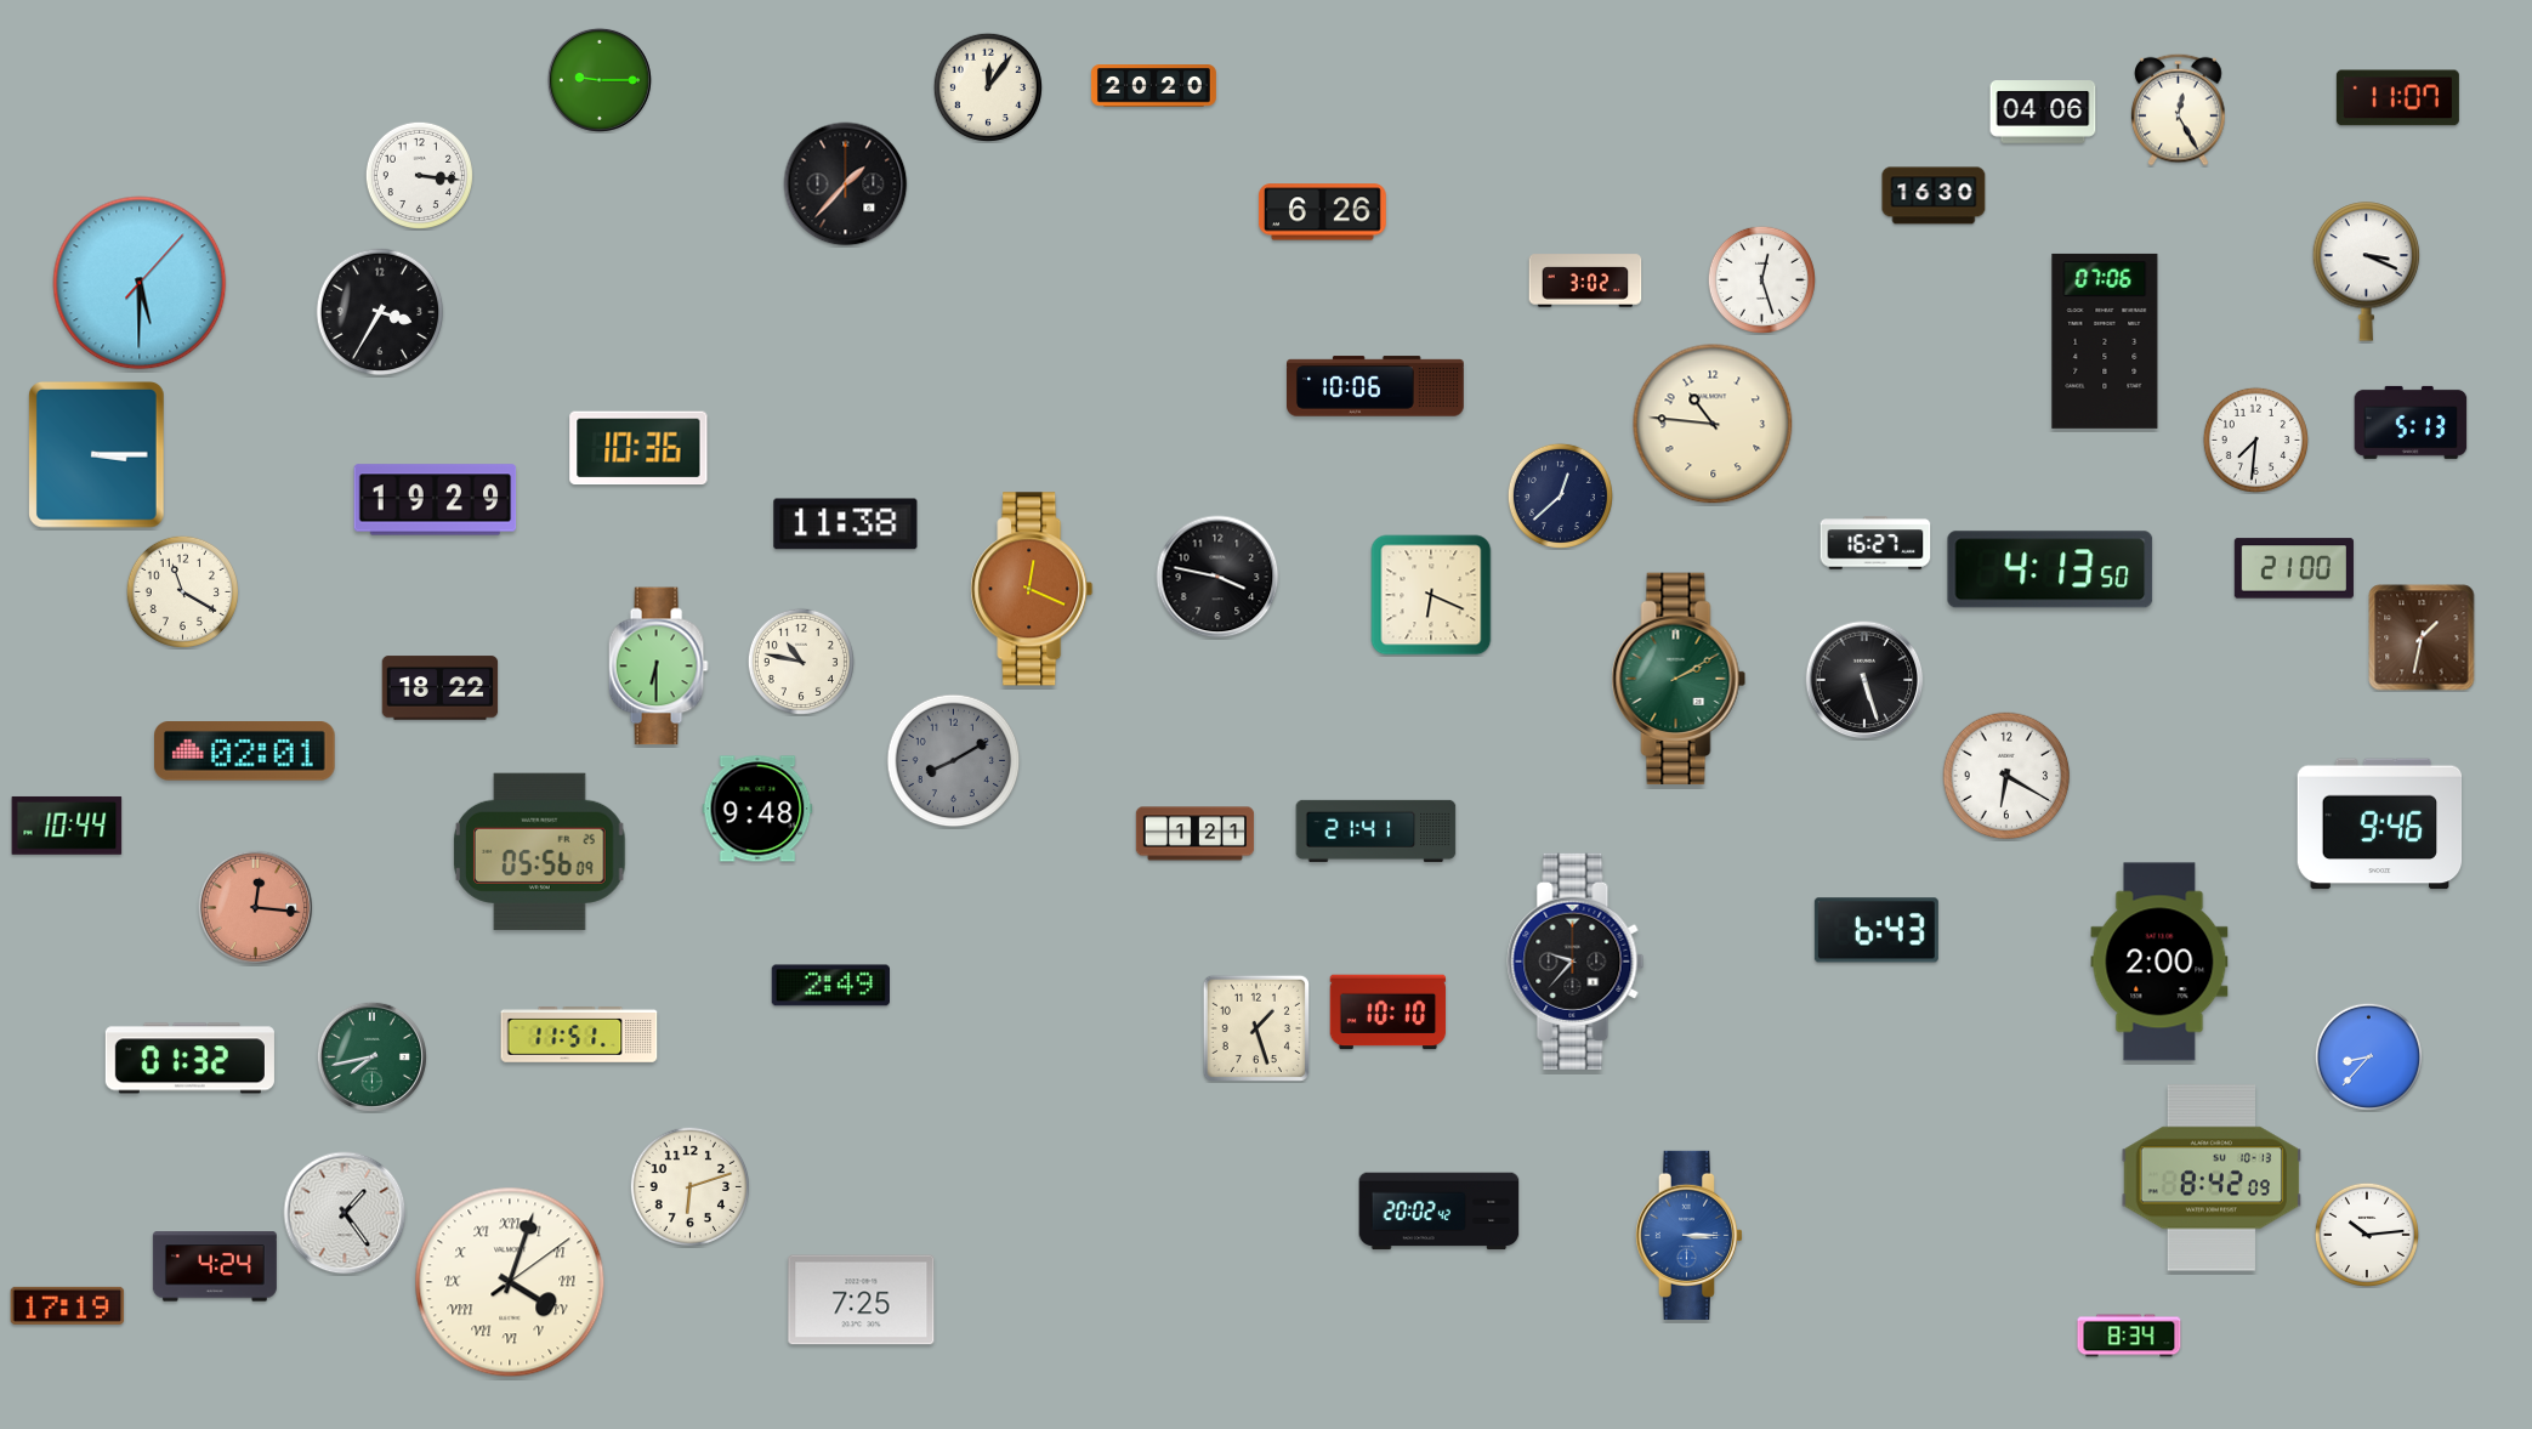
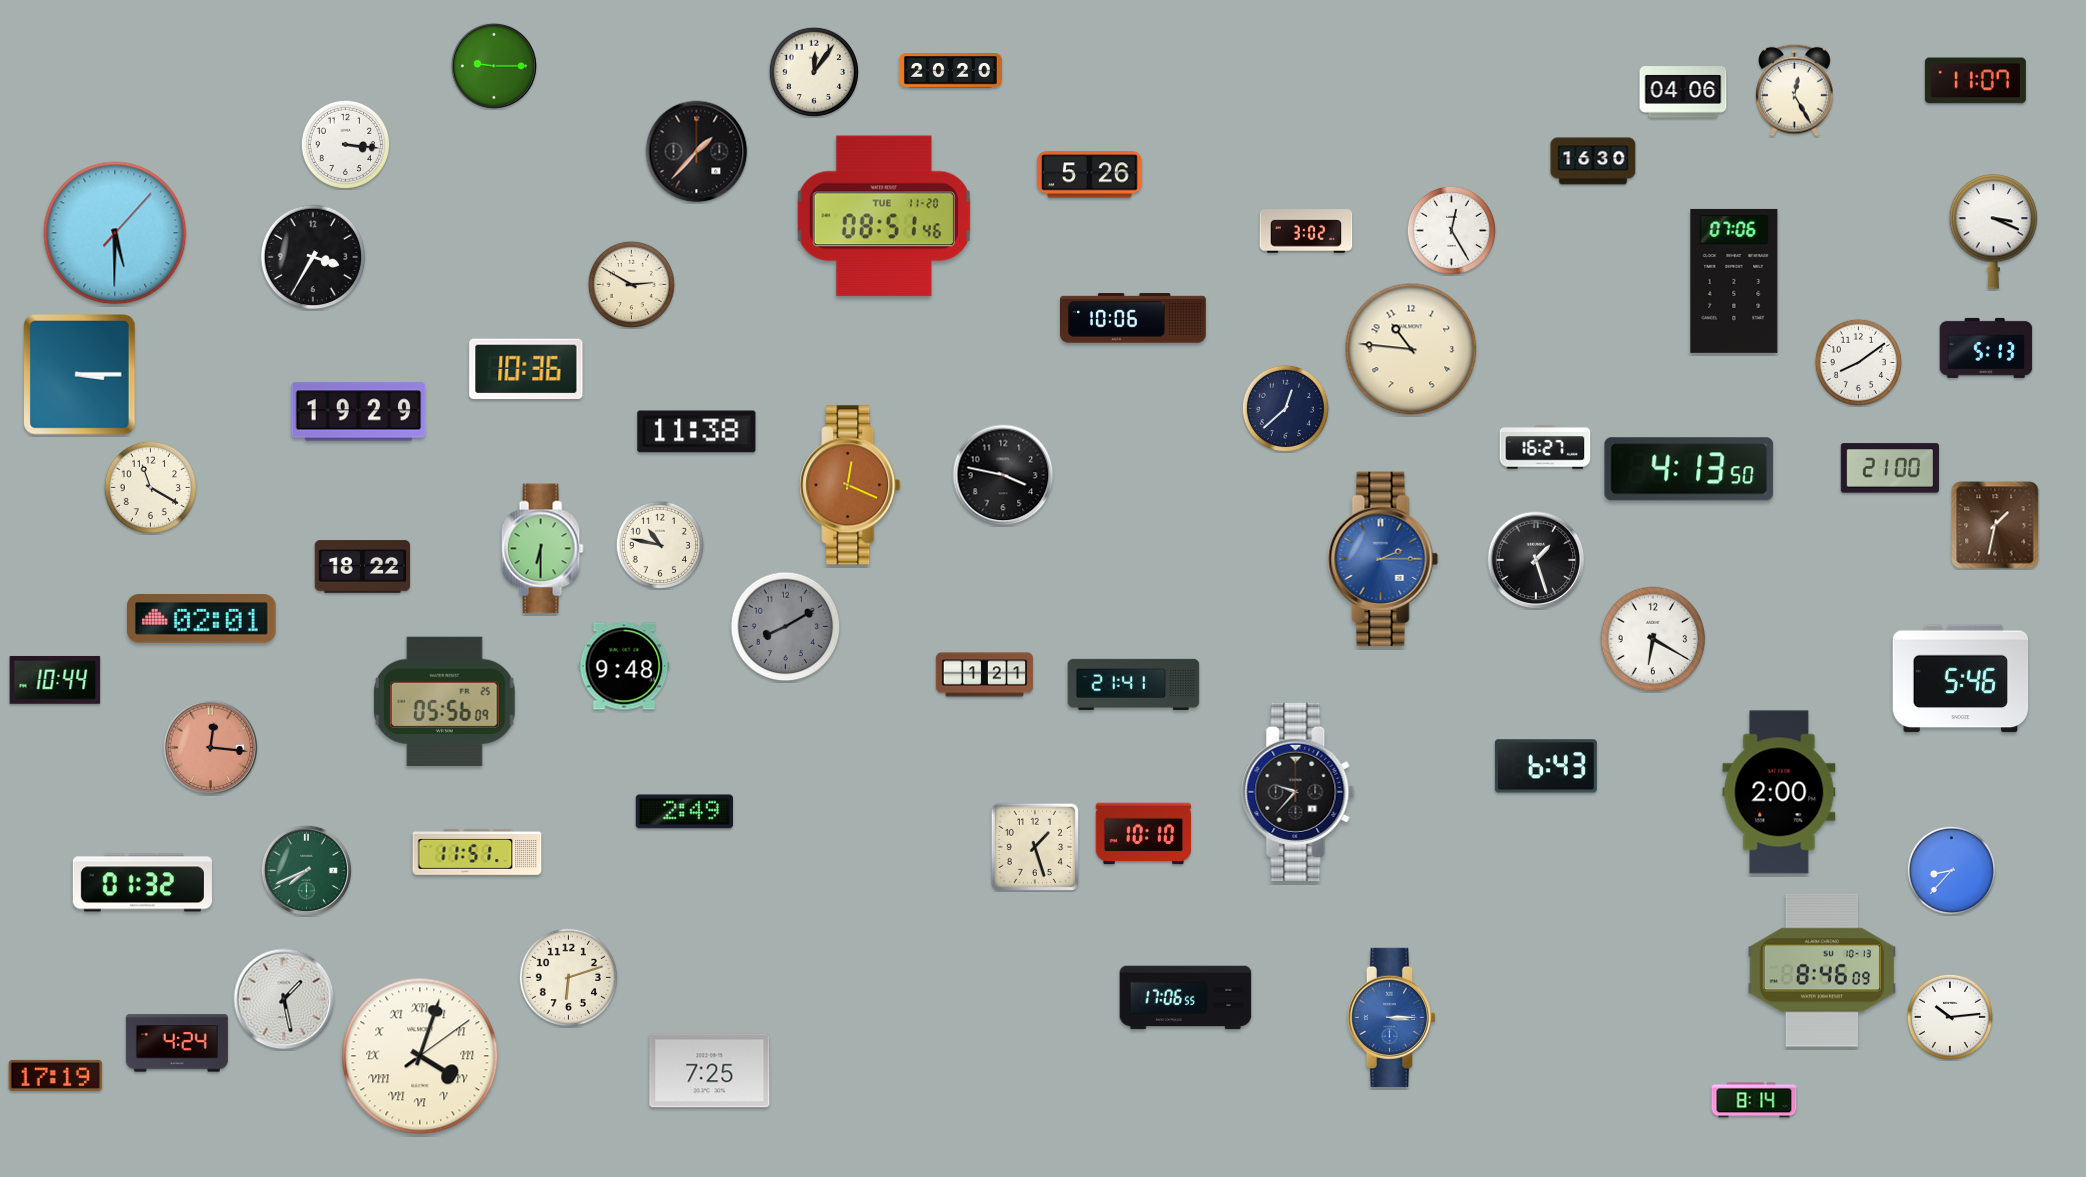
clock at (1322, 212): 6:26 -> 5:26
clock at (884, 216): none -> 08:51
clock at (2367, 272) position: (2367, 272) -> (1994, 232)
clock at (1761, 279): 12:27 -> 12:25
clock at (631, 284): none -> 2:50
clock at (2255, 440): 7:31 -> 8:09
clock at (1431, 595): 6:19 -> none
clock at (1679, 679): 2:10 -> 2:15
clock at (1679, 679) dial: green -> blue
clock at (1864, 680): 5:27 -> 1:27
clock at (2380, 824): 9:46 -> 5:46
clock at (1196, 834) position: (1196, 834) -> (985, 675)
clock at (371, 1056): 7:43 -> 7:41
clock at (189, 1059) position: (189, 1059) -> (142, 883)
clock at (2212, 1178): 8:42 -> 8:46
clock at (1440, 1212): 20:02 -> 17:06
clock at (345, 1213): 1:24 -> 1:28
clock at (2129, 1336): 8:34 -> 8:14
